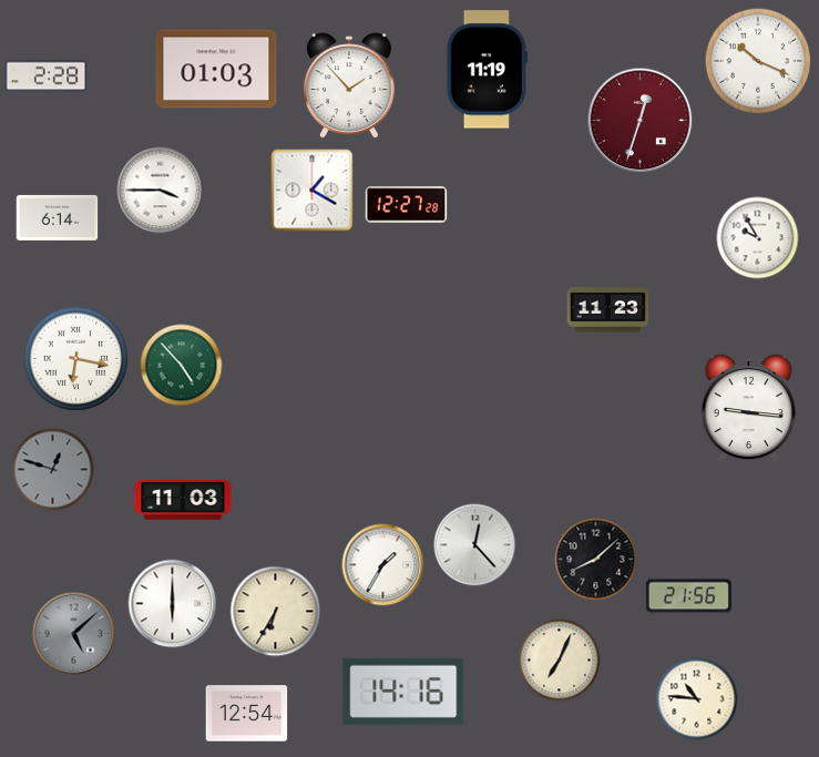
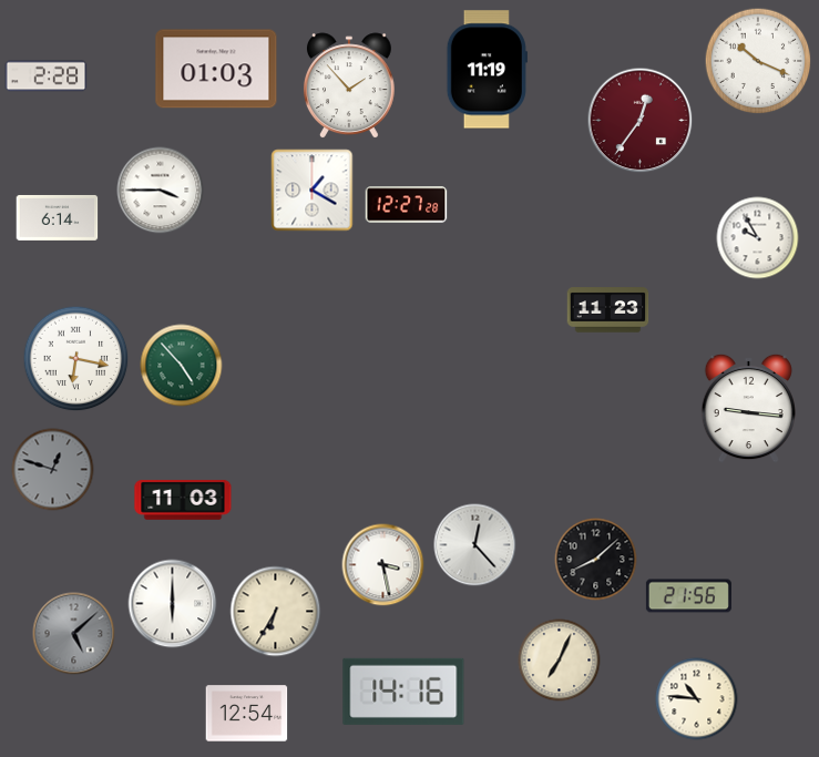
clock at (641, 121): 12:33 -> 12:36
clock at (383, 565): 1:35 -> 3:28
